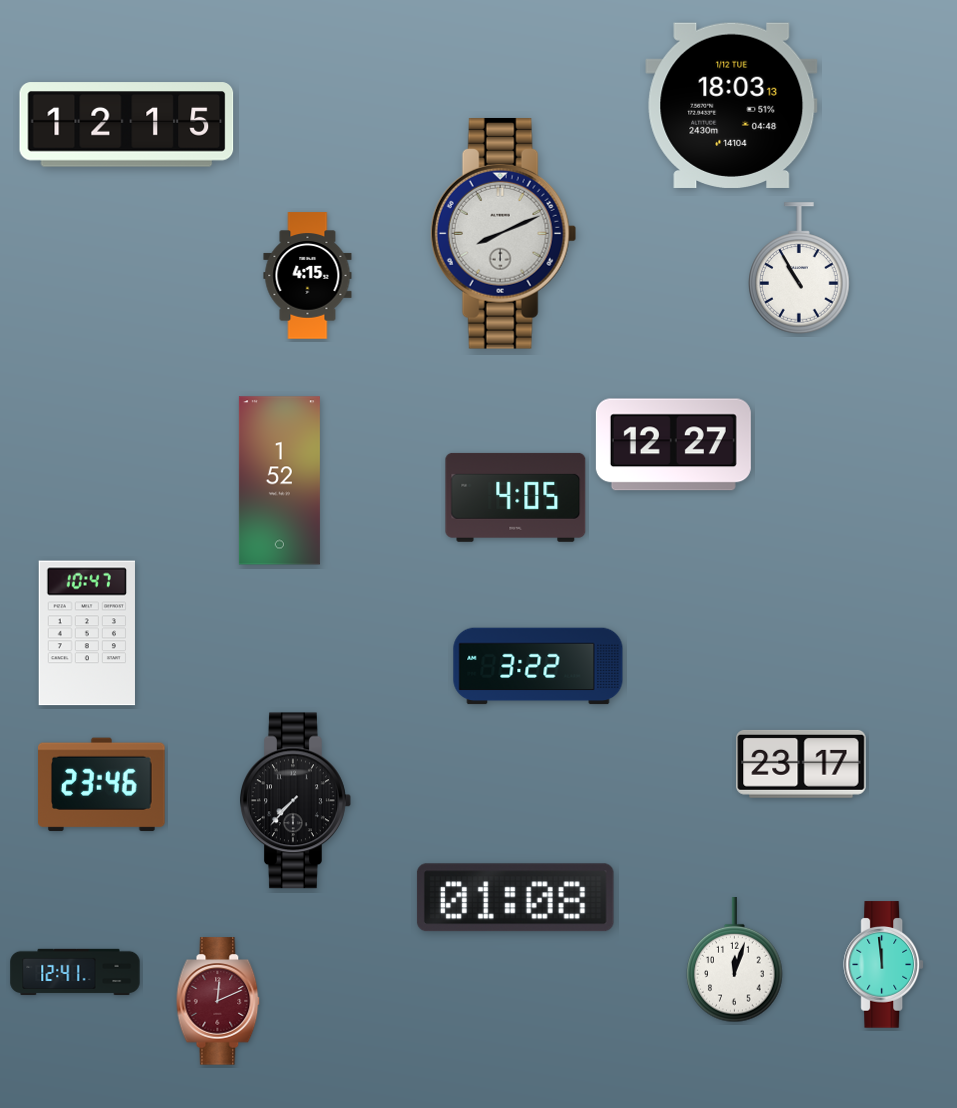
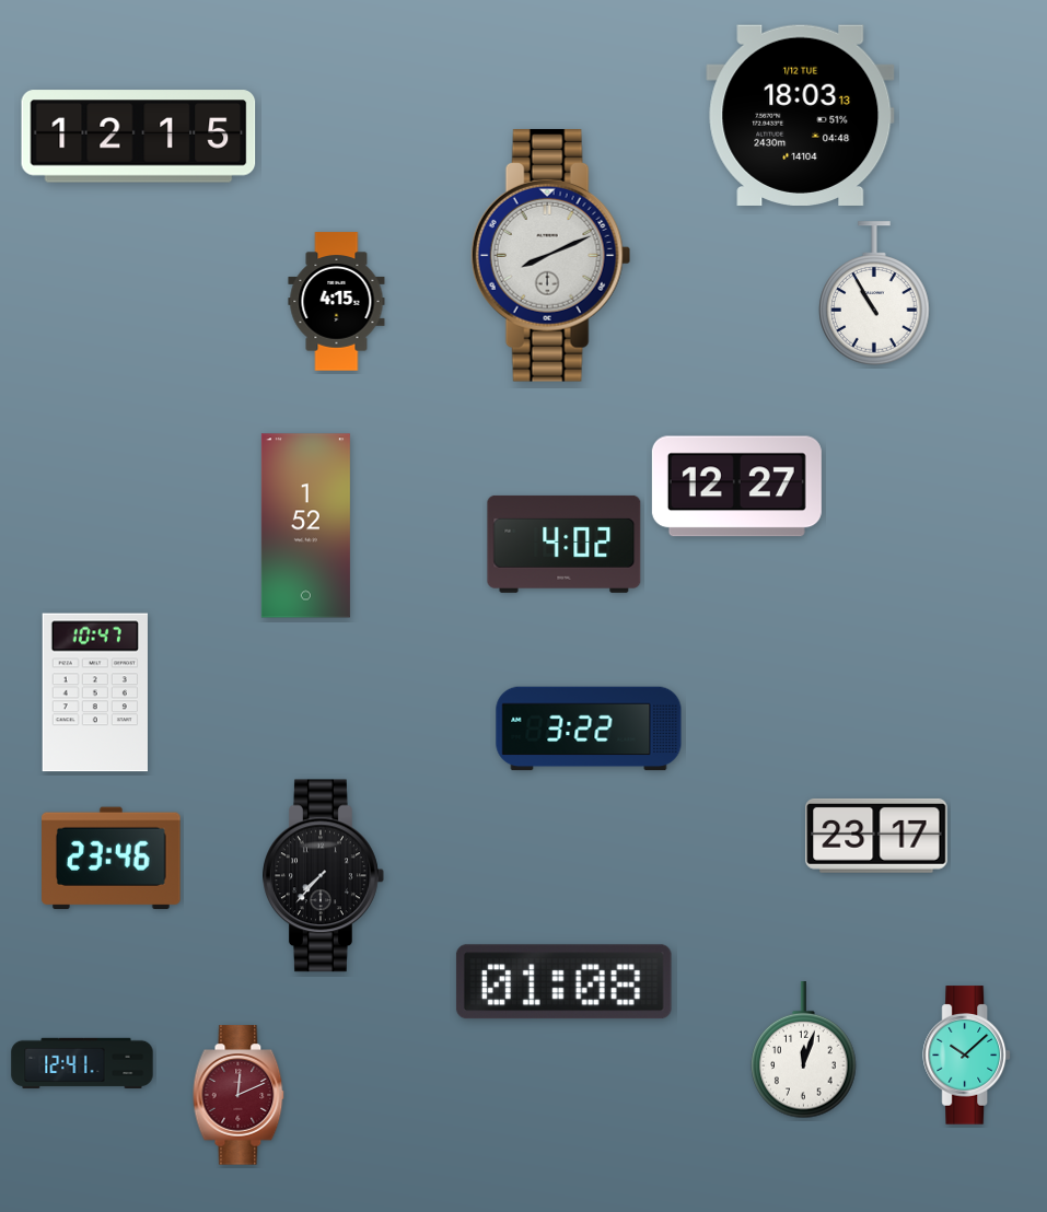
clock at (516, 497): 4:05 -> 4:02
clock at (884, 965): 11:59 -> 10:08
